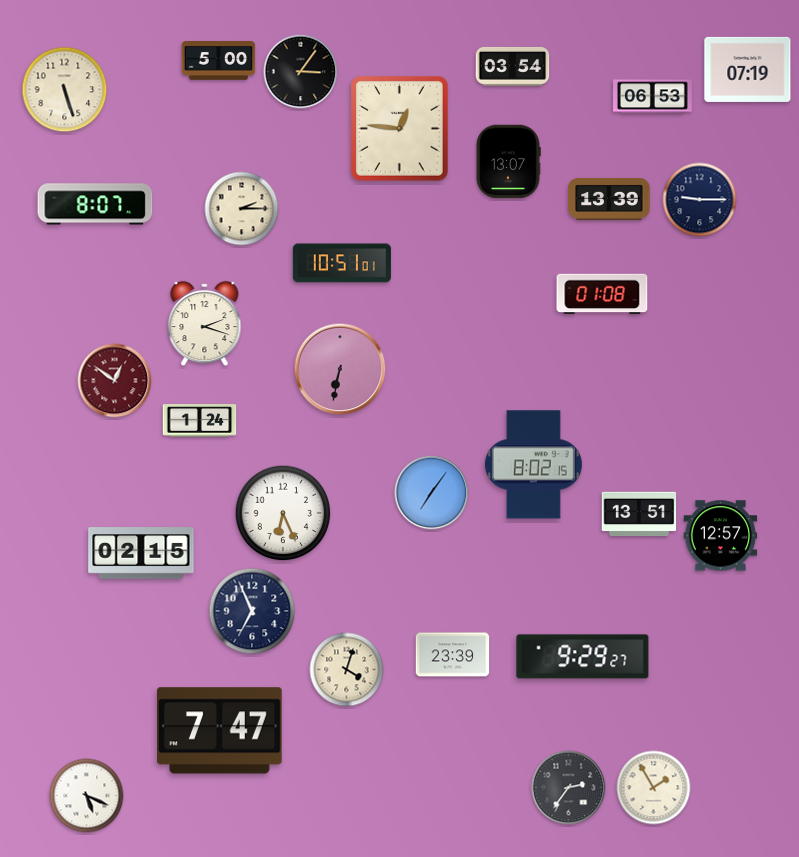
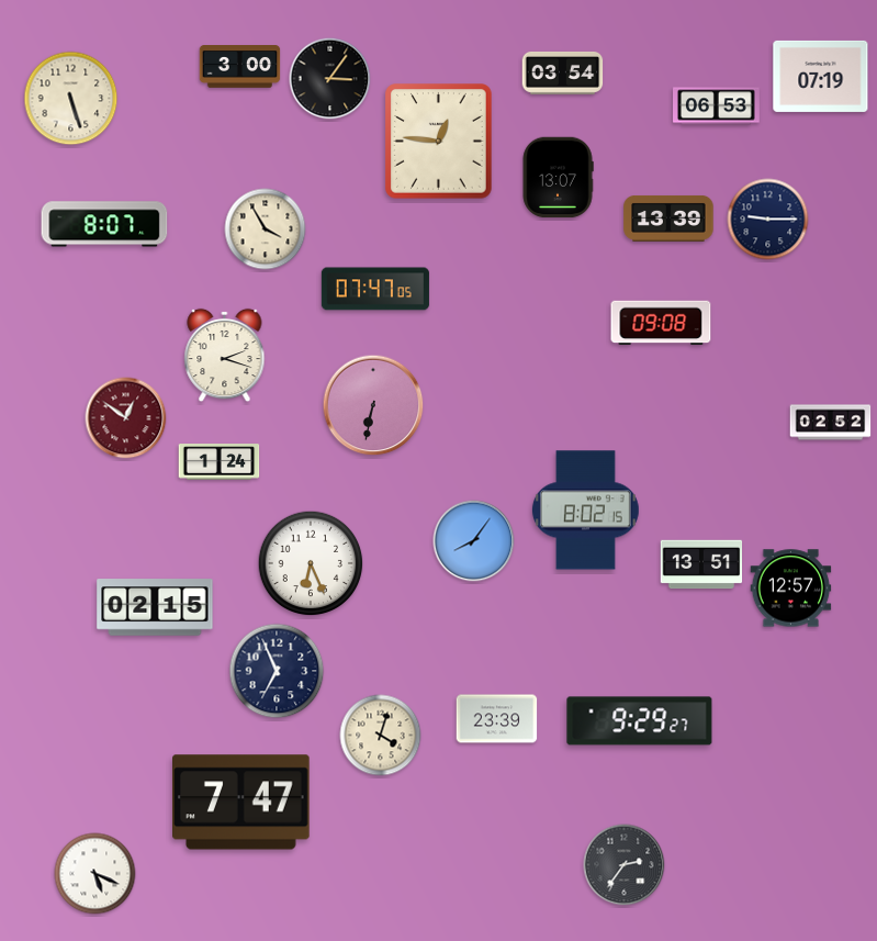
clock at (219, 61): 5:00 -> 3:00
clock at (242, 209): 2:15 -> 3:55
clock at (342, 263): 10:51 -> 07:47
clock at (602, 294): 01:08 -> 09:08
clock at (831, 423): none -> 02:52
clock at (432, 493): 7:06 -> 8:06
clock at (654, 788): 1:55 -> none
